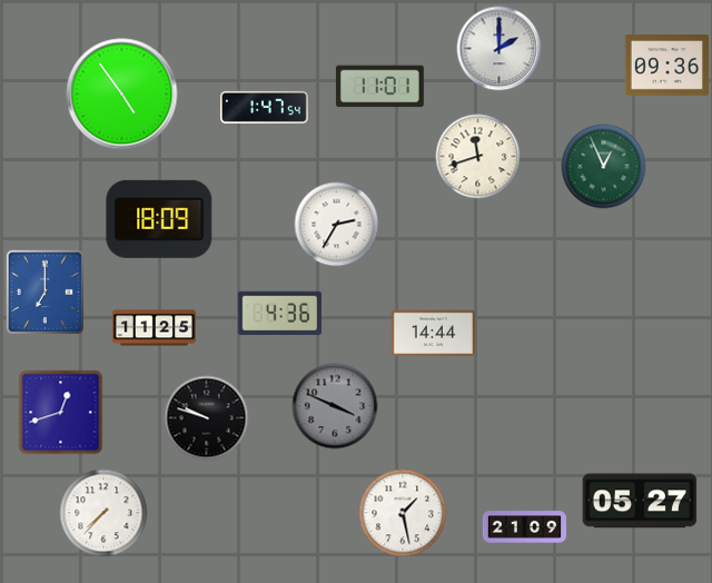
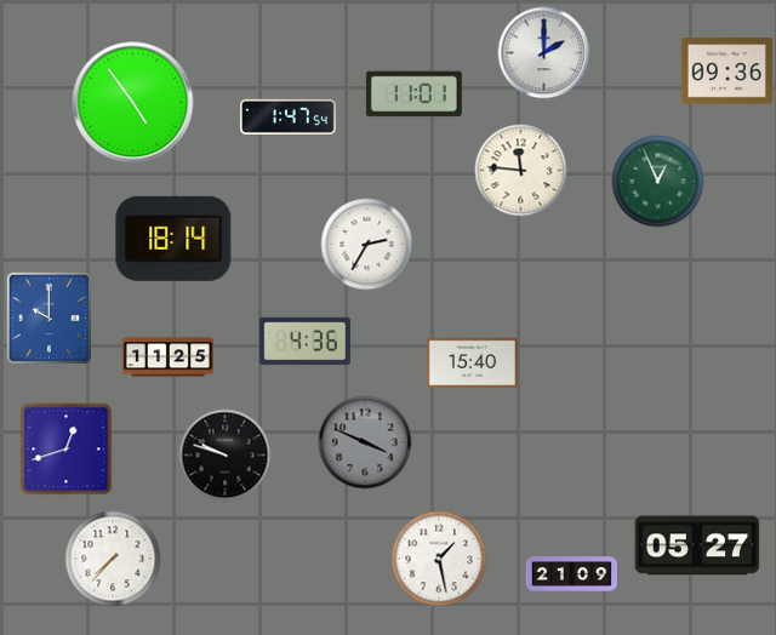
clock at (478, 157): 11:42 -> 11:46
clock at (159, 219): 18:09 -> 18:14
clock at (44, 291): 7:00 -> 10:00
clock at (433, 334): 14:44 -> 15:40
